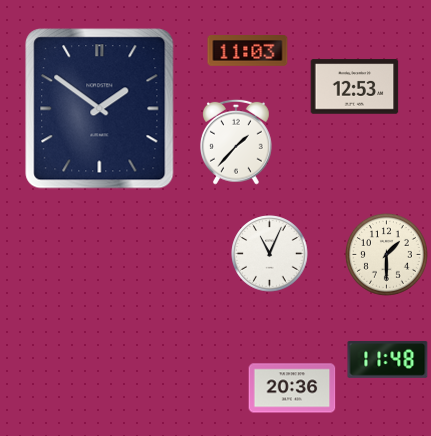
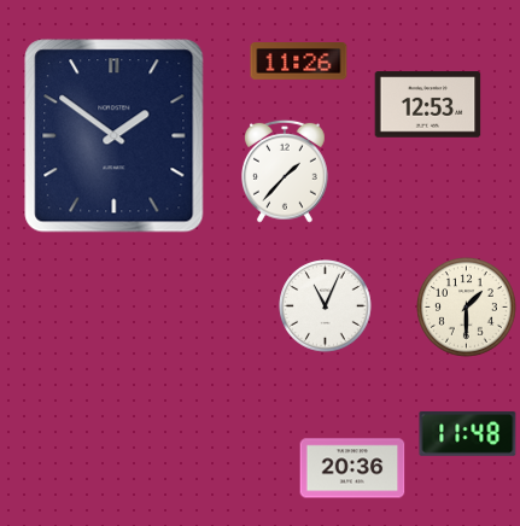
clock at (248, 51): 11:03 -> 11:26
clock at (100, 109) position: (100, 109) -> (115, 136)
